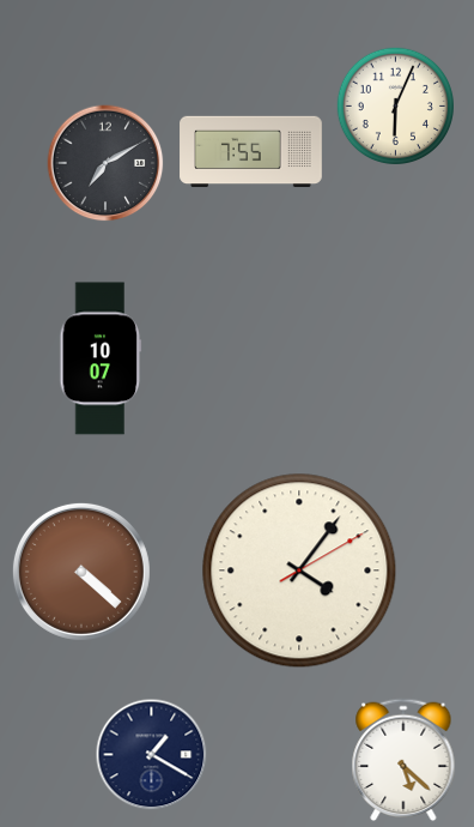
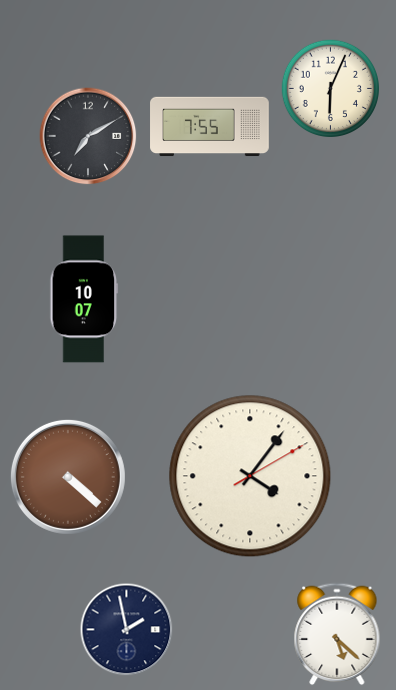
clock at (152, 755): 1:20 -> 1:58
